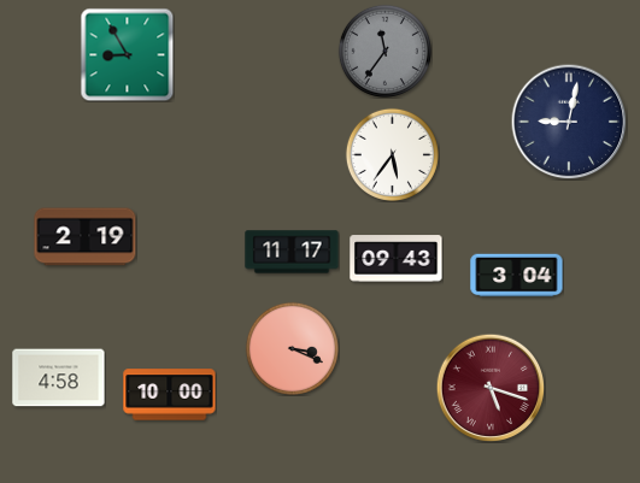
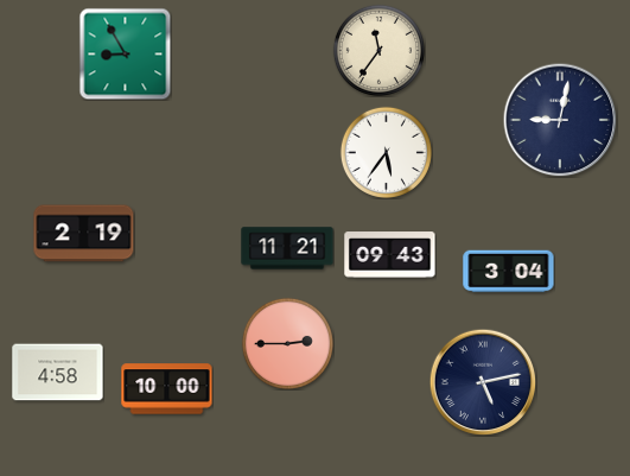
clock at (384, 51) dial: grey -> cream
clock at (292, 252): 11:17 -> 11:21
clock at (292, 348): 3:19 -> 2:45
clock at (491, 388): 5:18 -> 5:13
clock at (491, 388) dial: burgundy -> navy
